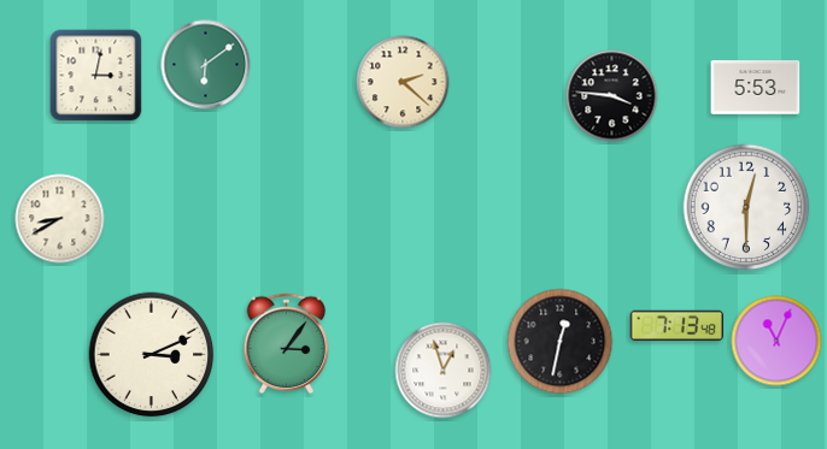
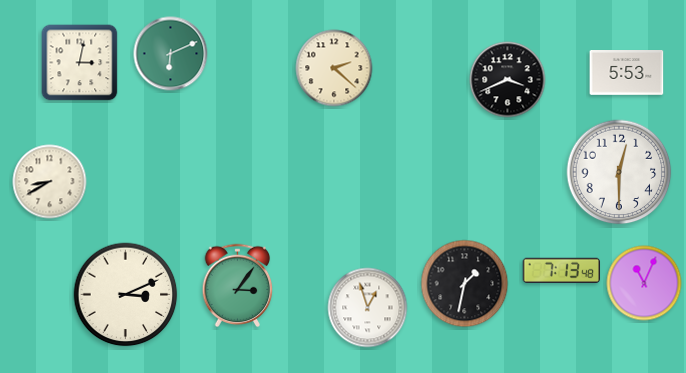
clock at (206, 65): 6:09 -> 6:11
clock at (612, 96): 3:46 -> 3:41
clock at (561, 342): 12:32 -> 1:32
